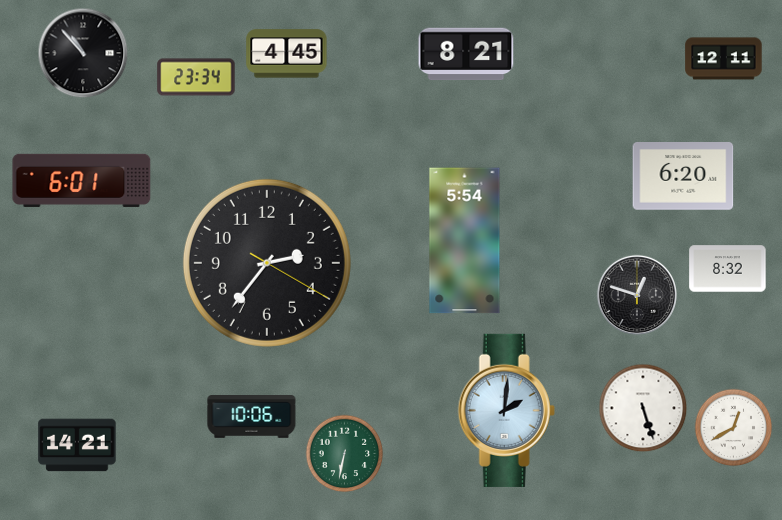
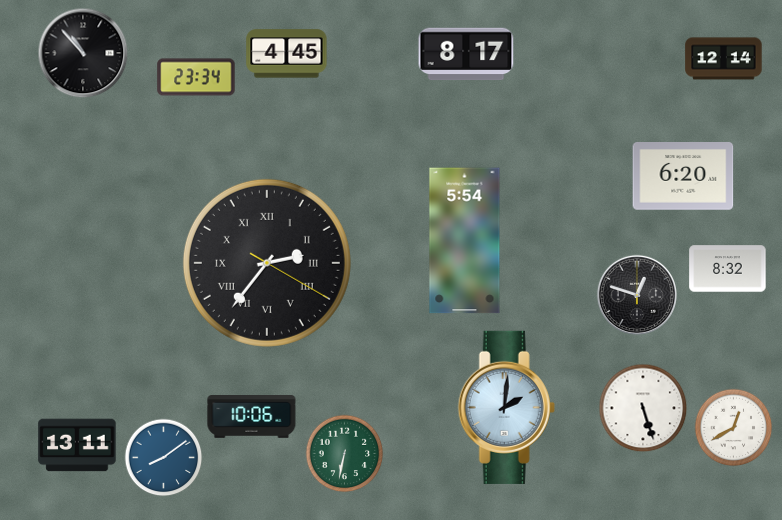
clock at (466, 54): 8:21 -> 8:17
clock at (724, 59): 12:11 -> 12:14
clock at (82, 180): 6:01 -> none
clock at (267, 263) numerals: Arabic -> Roman
clock at (506, 410) position: (506, 410) -> (506, 407)
clock at (77, 445): 14:21 -> 13:11
clock at (163, 457): none -> 8:09
